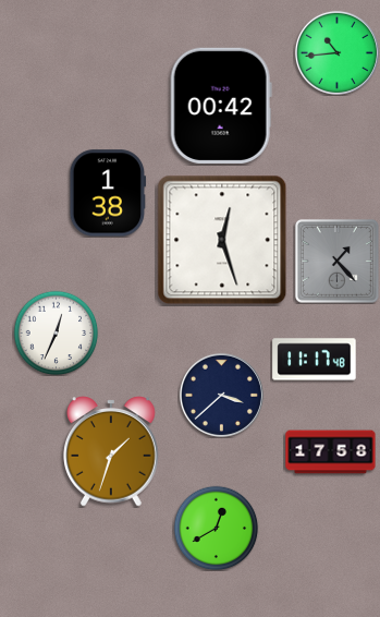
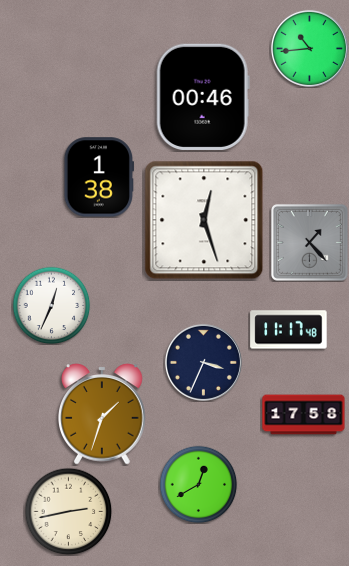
clock at (221, 106): 00:42 -> 00:46
clock at (336, 261) position: (336, 261) -> (309, 242)
clock at (221, 395): 3:38 -> 3:34
clock at (68, 511): none -> 2:43
